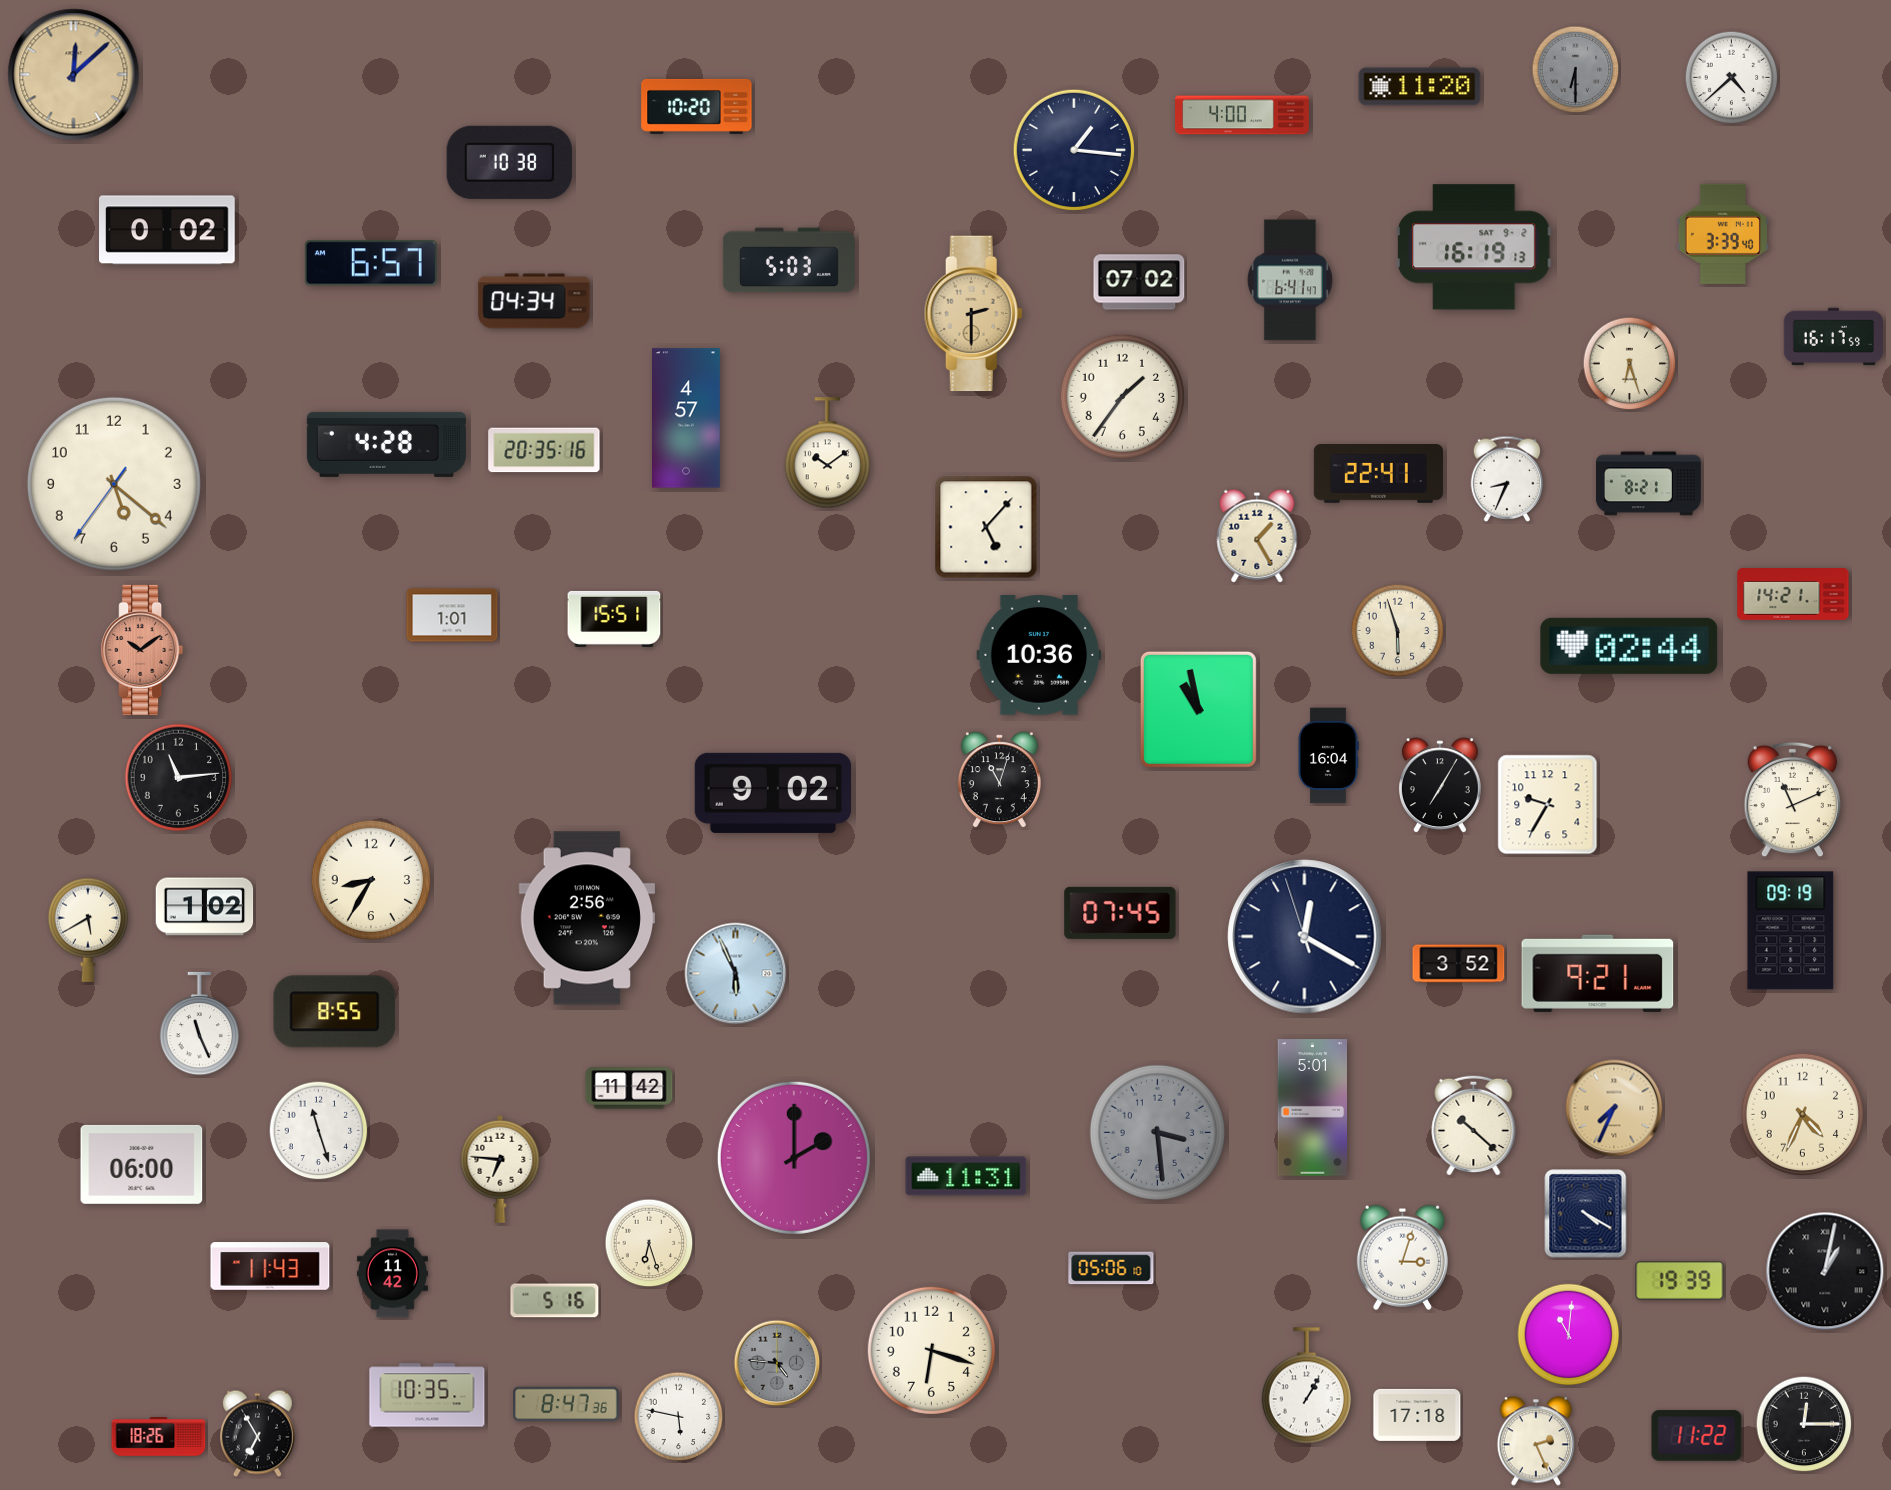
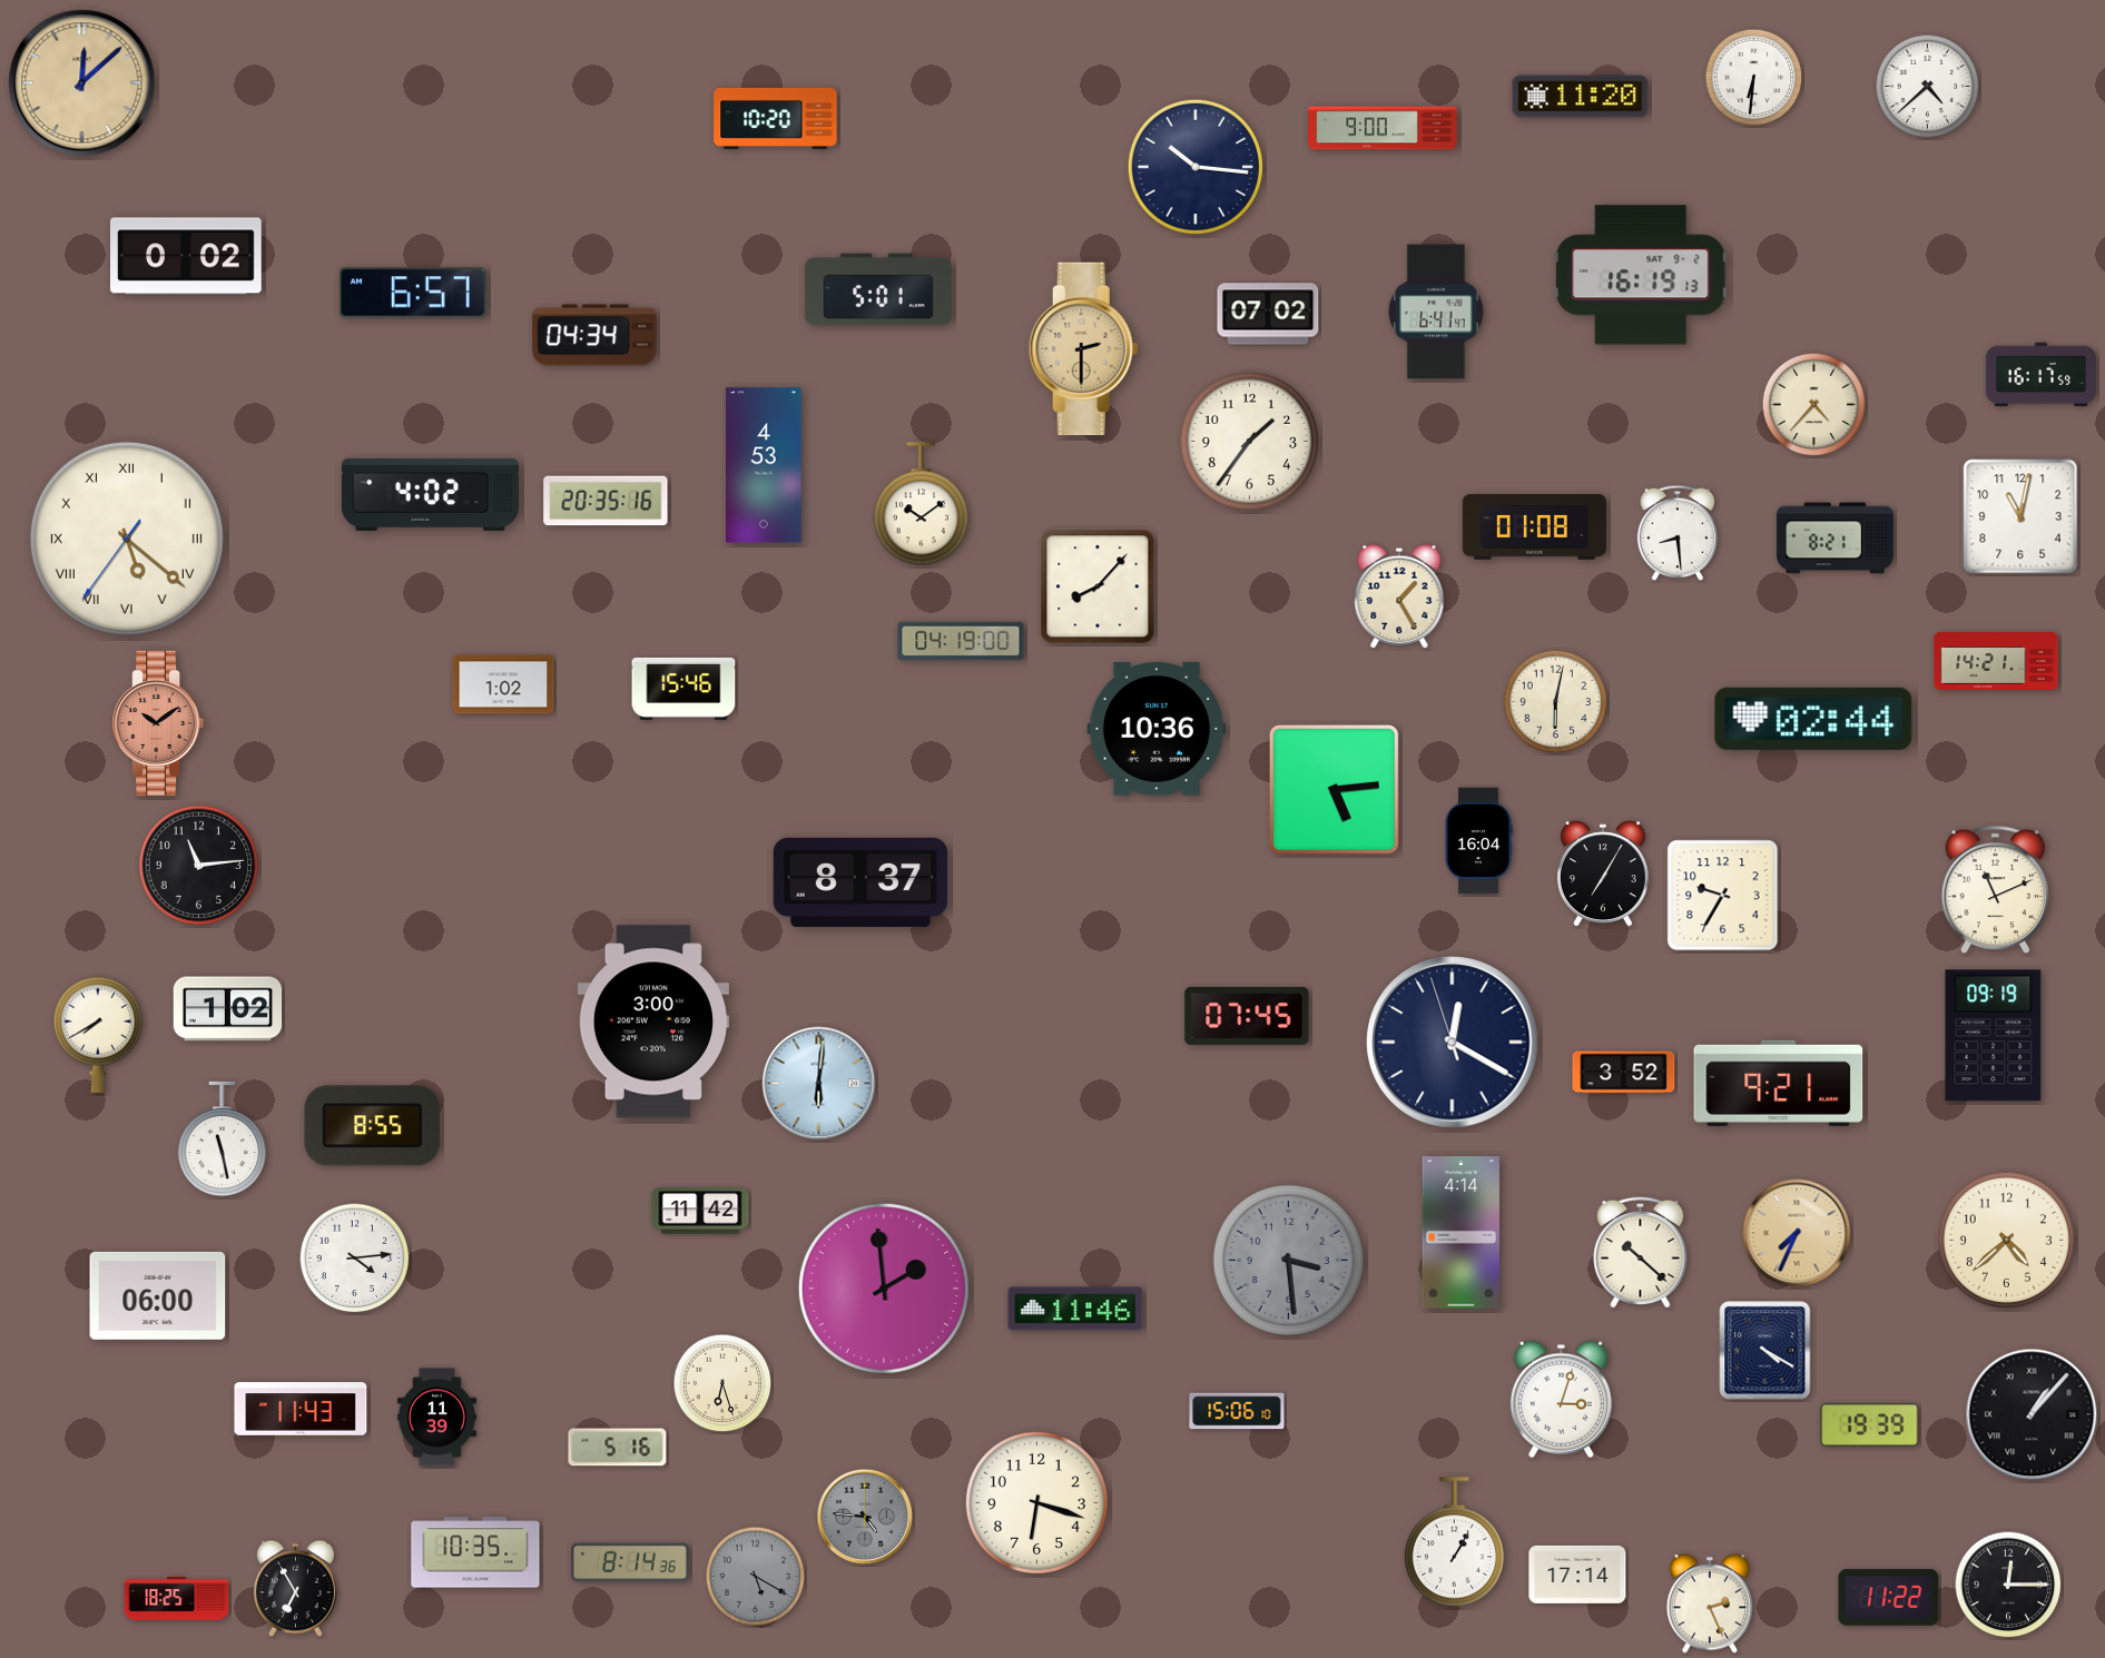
clock at (1576, 70): 6:30 -> 6:31
clock at (1576, 70) dial: grey -> white
clock at (1243, 115): 4:00 -> 9:00
clock at (1073, 149): 1:16 -> 10:16
clock at (510, 162): 10:38 -> none
clock at (1723, 234): 3:39 -> none
clock at (789, 260): 5:03 -> 5:01
clock at (1630, 364): 6:27 -> 4:37
clock at (687, 418): 4:57 -> 4:53
clock at (386, 444): 4:28 -> 4:02
clock at (2020, 516): none -> 11:02
clock at (1378, 474): 22:41 -> 01:08
clock at (1507, 479): 8:34 -> 8:29
clock at (114, 484) numerals: Arabic -> Roman
clock at (986, 527): 5:07 -> 8:07
clock at (961, 641): none -> 04:19
clock at (452, 615): 1:01 -> 1:02
clock at (614, 619): 15:51 -> 15:46
clock at (1398, 631): 5:57 -> 6:02
clock at (1198, 709): 10:58 -> 5:14
clock at (999, 780): 11:03 -> none
clock at (772, 793): 9:02 -> 8:37
clock at (370, 879): 8:35 -> none
clock at (586, 918): 2:56 -> 3:00
clock at (88, 930): 5:40 -> 7:40
clock at (736, 974): 5:56 -> 6:01
clock at (200, 1024): 11:26 -> 11:28
clock at (1312, 1108): 5:01 -> 4:14
clock at (1802, 1114): 4:34 -> 4:38
clock at (319, 1131): 11:27 -> 4:14
clock at (794, 1158): 2:00 -> 1:59
clock at (500, 1169): 6:46 -> none
clock at (966, 1176): 11:31 -> 11:46
clock at (1111, 1268): 05:06 -> 15:06
clock at (1825, 1271): 1:02 -> 1:07
clock at (392, 1274): 11:42 -> 11:39
clock at (1569, 1335): 11:01 -> none
clock at (567, 1404): 8:47 -> 8:14
clock at (1417, 1415): 17:18 -> 17:14
clock at (679, 1417): 5:47 -> 5:20
clock at (679, 1417) dial: white -> grey
clock at (257, 1434) position: (257, 1434) -> (295, 1589)
clock at (159, 1437): 18:26 -> 18:25
